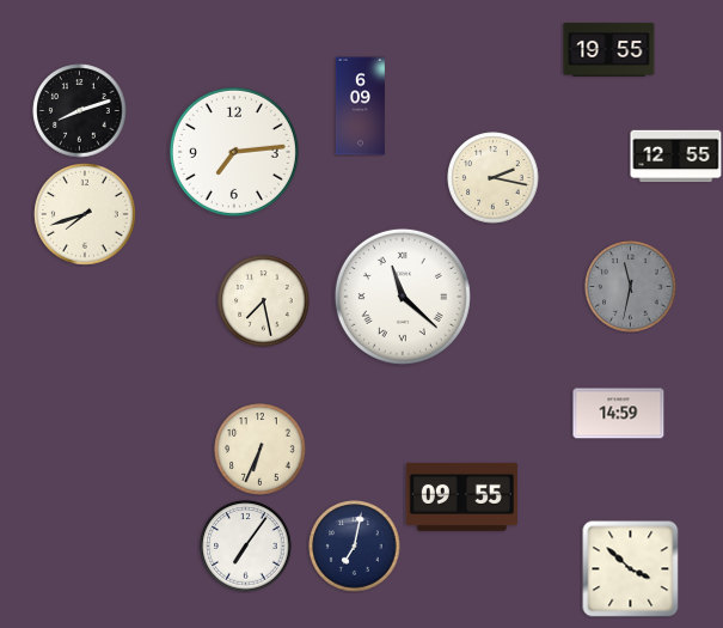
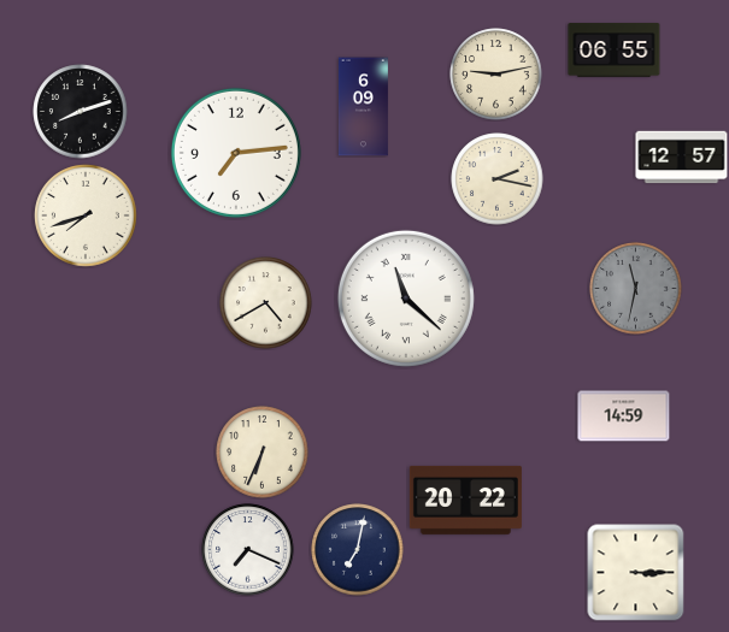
clock at (609, 50): 19:55 -> 06:55
clock at (496, 75): none -> 9:13
clock at (676, 157): 12:55 -> 12:57
clock at (264, 301): 7:28 -> 4:40
clock at (461, 496): 09:55 -> 20:22
clock at (246, 547): 7:06 -> 7:19
clock at (631, 569): 3:52 -> 3:15
